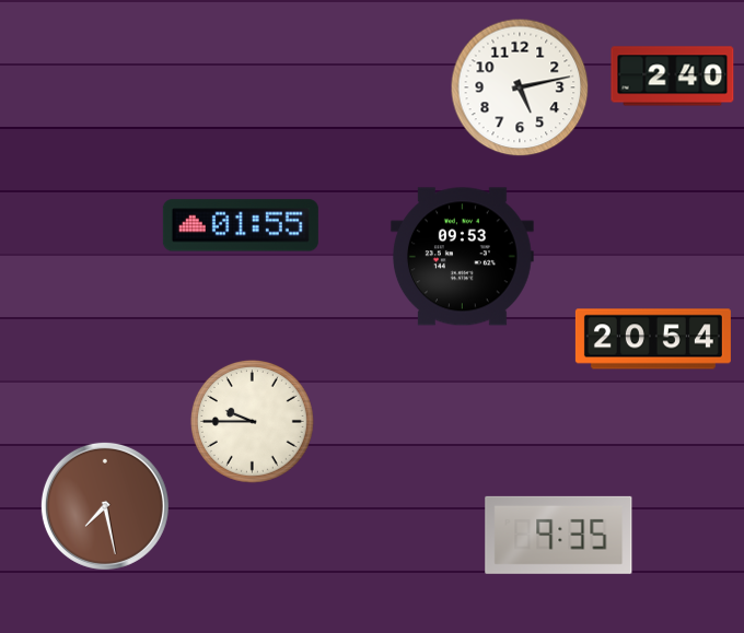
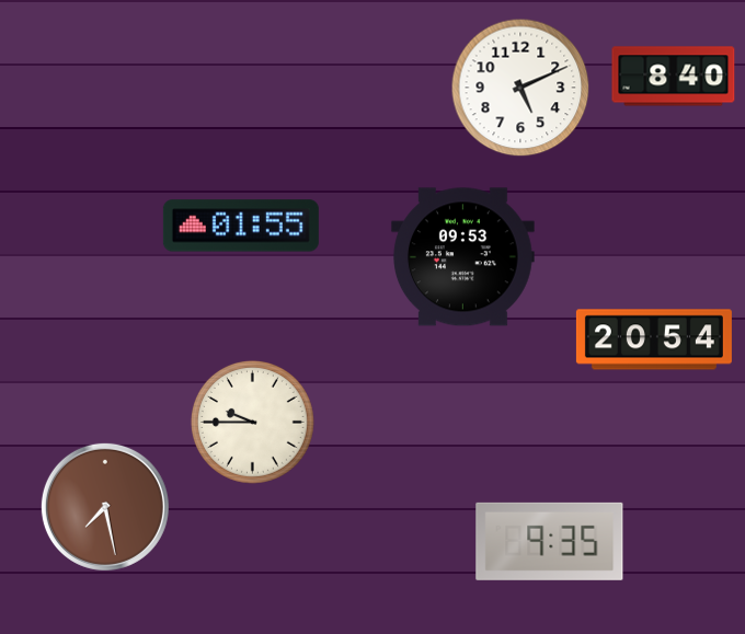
clock at (673, 77): 2:40 -> 8:40
clock at (520, 87): 5:13 -> 5:11
clock at (559, 535) position: (559, 535) -> (550, 541)
